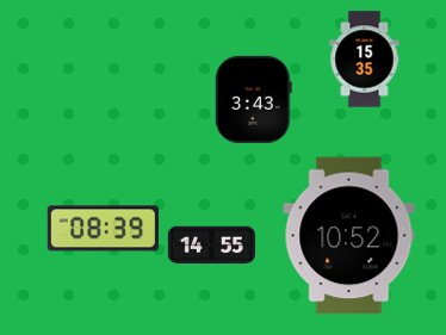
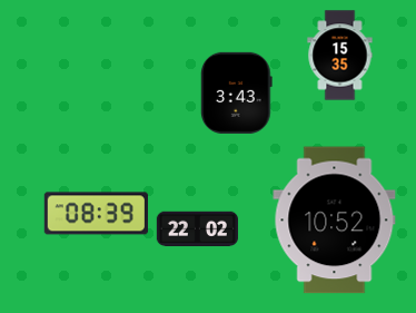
clock at (349, 236) position: (349, 236) -> (335, 221)
clock at (211, 246): 14:55 -> 22:02
